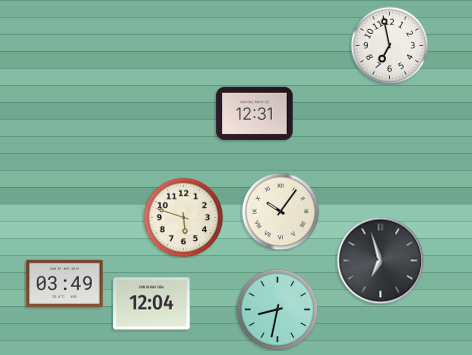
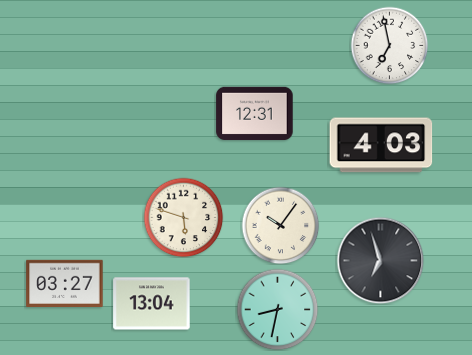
clock at (381, 145): none -> 4:03
clock at (280, 211) position: (280, 211) -> (280, 225)
clock at (65, 283): 03:49 -> 03:27
clock at (152, 304): 12:04 -> 13:04
